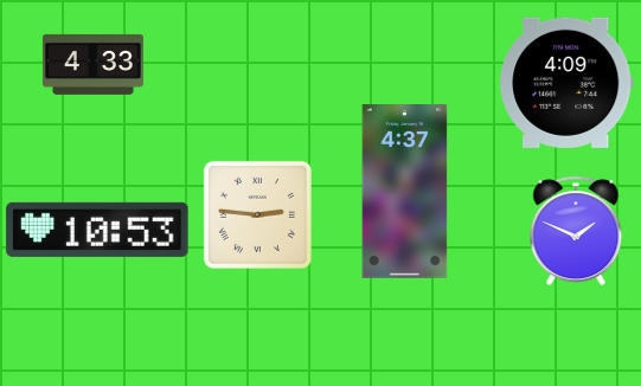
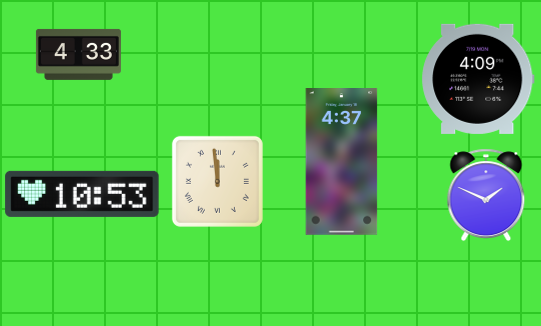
clock at (566, 83) position: (566, 83) -> (478, 79)
clock at (257, 214): 2:46 -> 11:59
